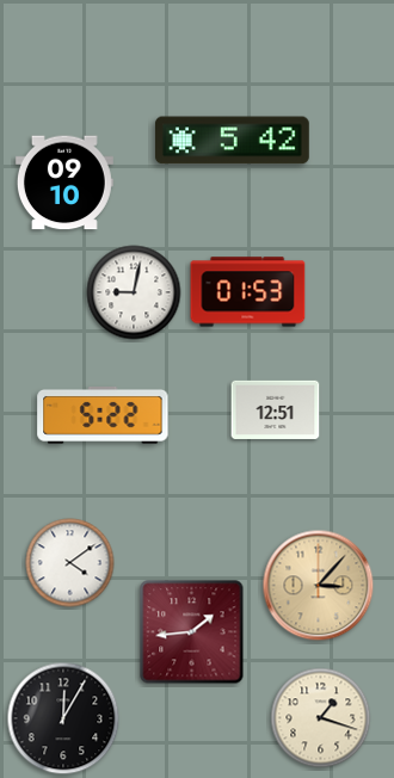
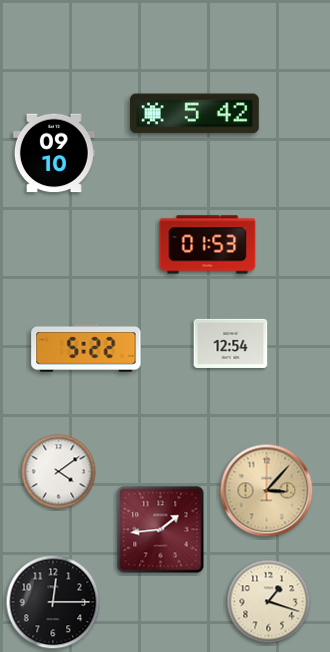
clock at (232, 141) position: (232, 141) -> (194, 114)
clock at (134, 292): 9:02 -> none
clock at (276, 409): 12:51 -> 12:54
clock at (63, 718): 12:05 -> 12:15
